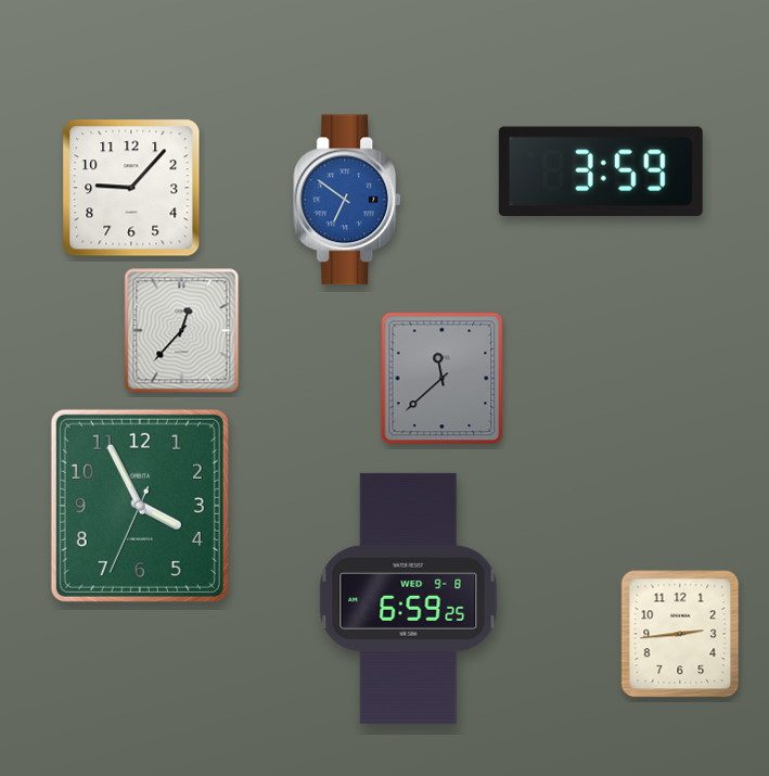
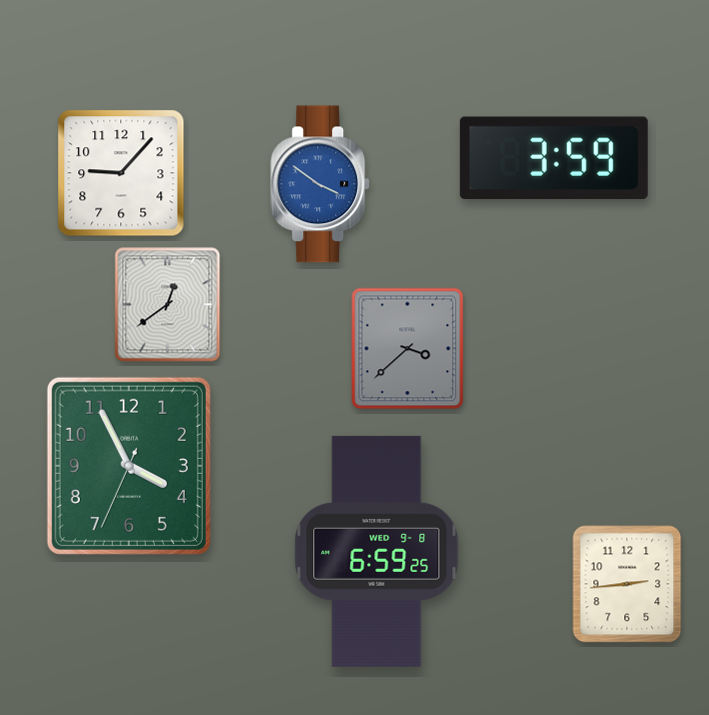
clock at (348, 200): 6:51 -> 3:51
clock at (182, 331): 12:37 -> 12:39
clock at (443, 379): 11:38 -> 3:38
